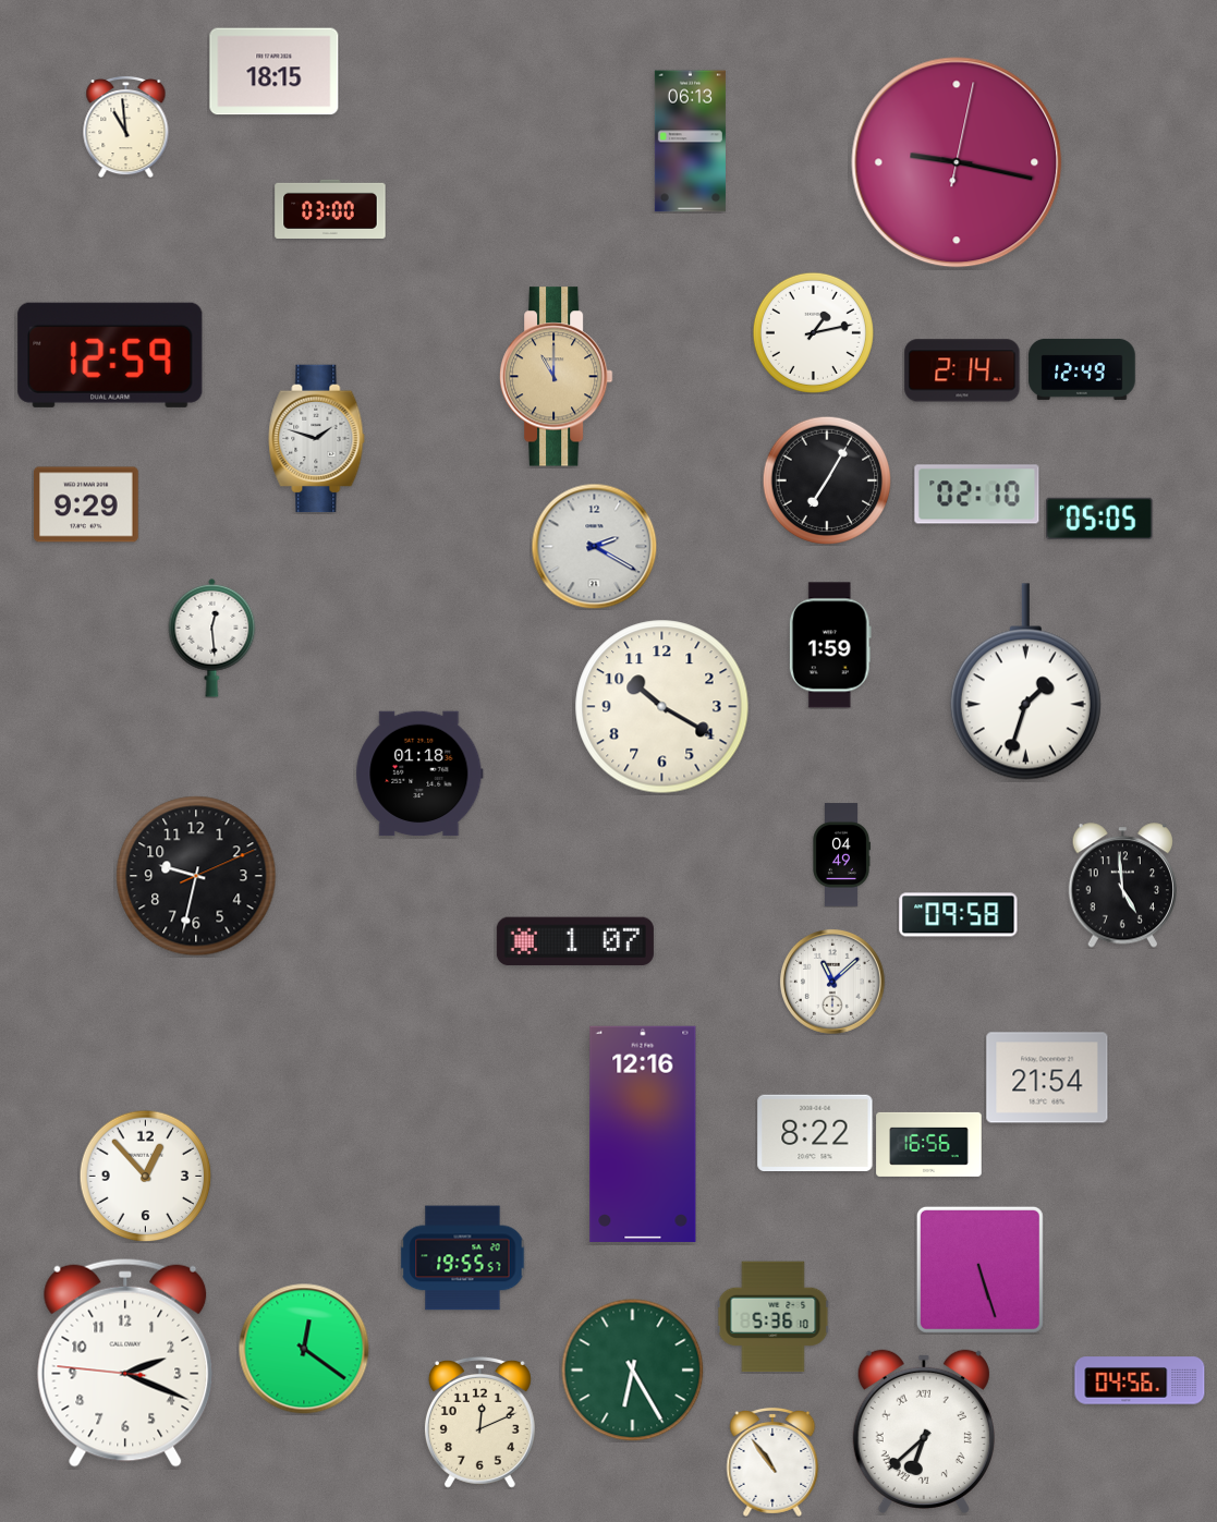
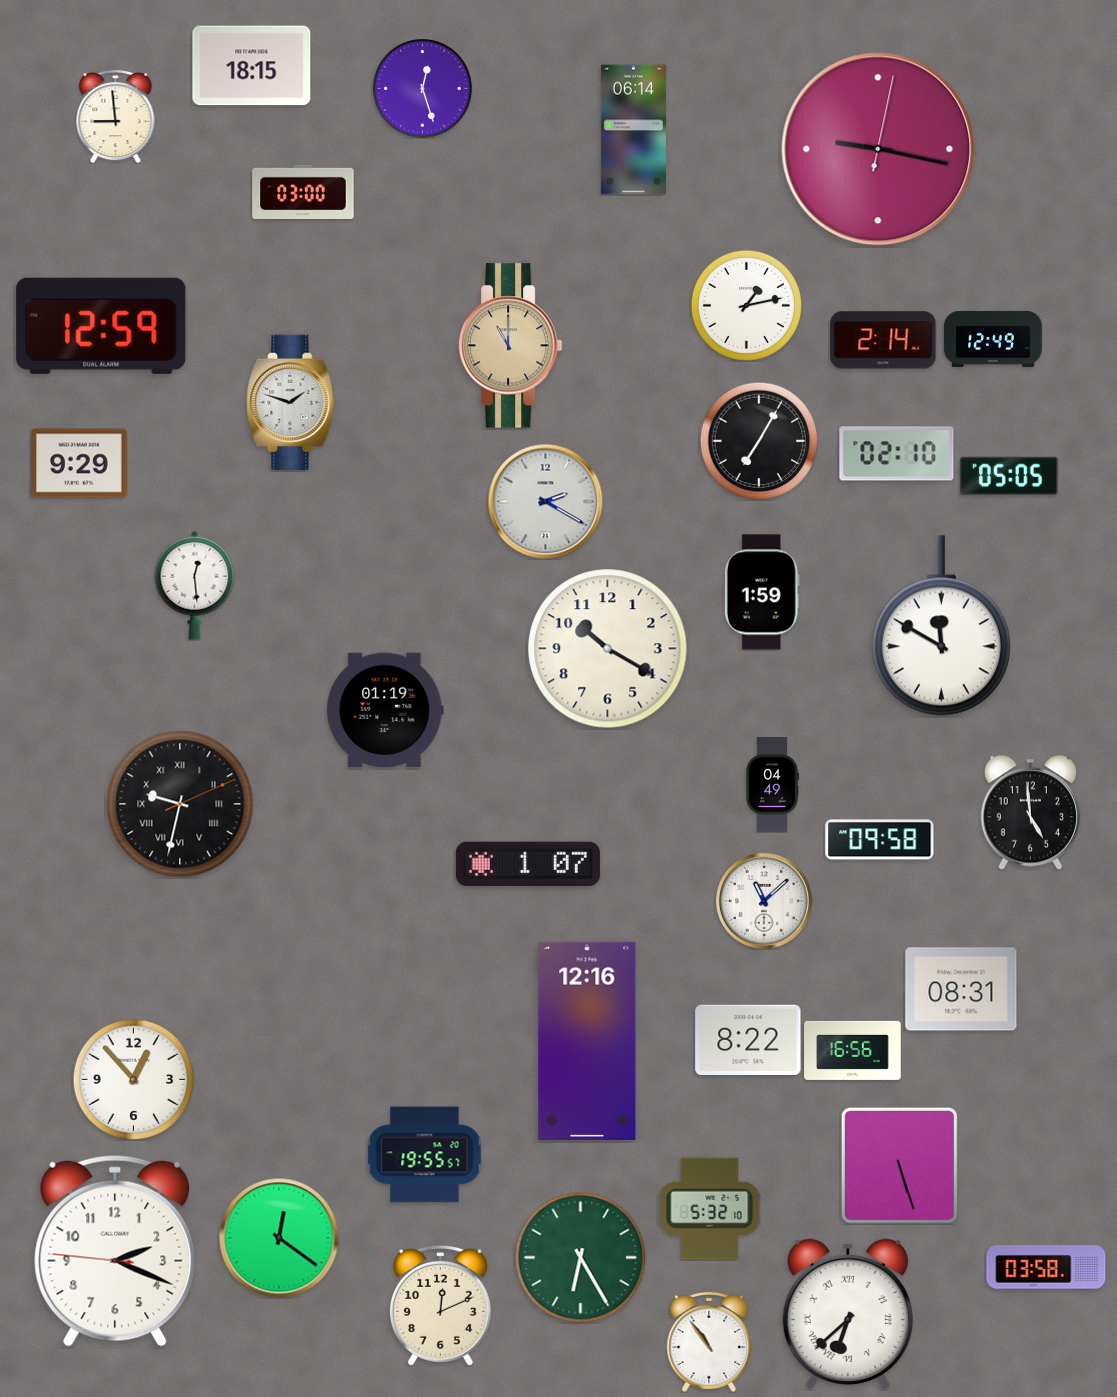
clock at (423, 89): none -> 12:27
clock at (126, 126): 10:59 -> 8:59
clock at (690, 142): 06:13 -> 06:14
clock at (1025, 682): 1:33 -> 11:50
clock at (419, 774): 01:18 -> 01:19
clock at (196, 876) numerals: Arabic -> Roman
clock at (1047, 1077): 21:54 -> 08:31
clock at (643, 1134) position: (643, 1134) -> (587, 1041)
clock at (772, 1317): 5:36 -> 5:32
clock at (1140, 1380): 04:56 -> 03:58
